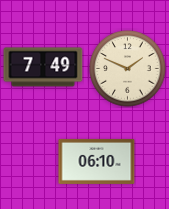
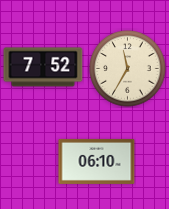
clock at (43, 67): 7:49 -> 7:52
clock at (128, 69): 1:49 -> 11:35
